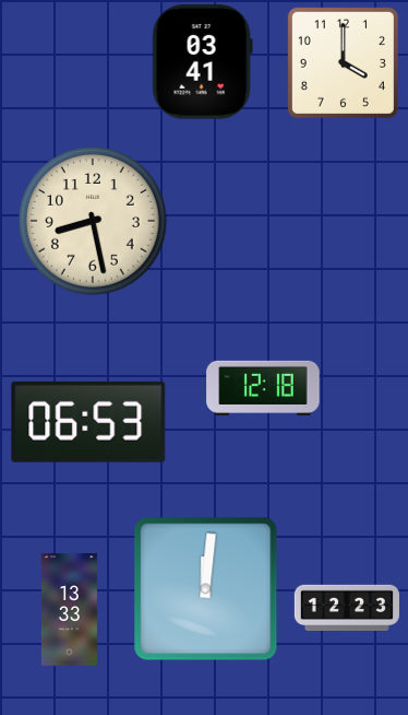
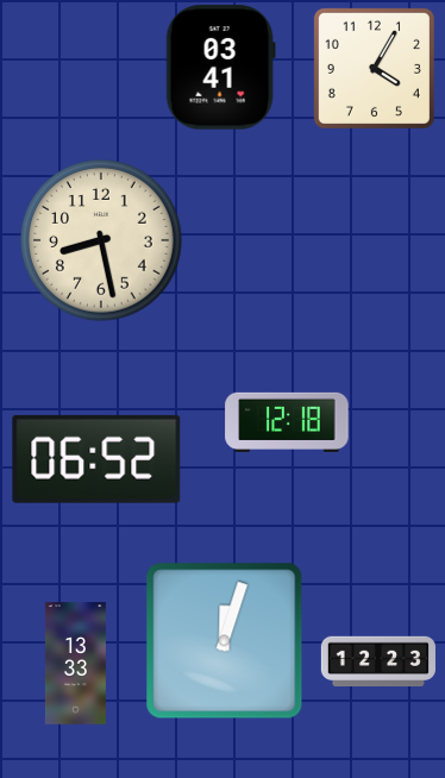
clock at (343, 62): 4:00 -> 4:05
clock at (88, 422): 06:53 -> 06:52
clock at (206, 589): 12:01 -> 12:03
